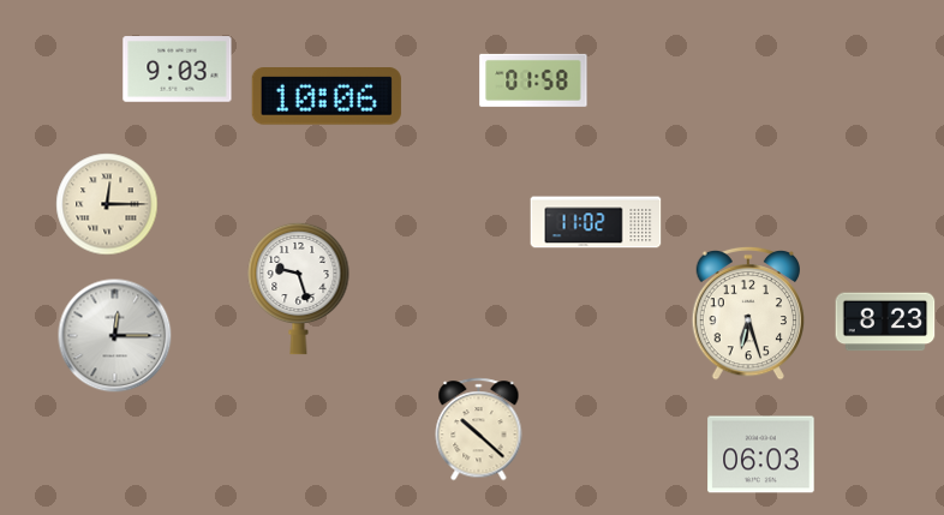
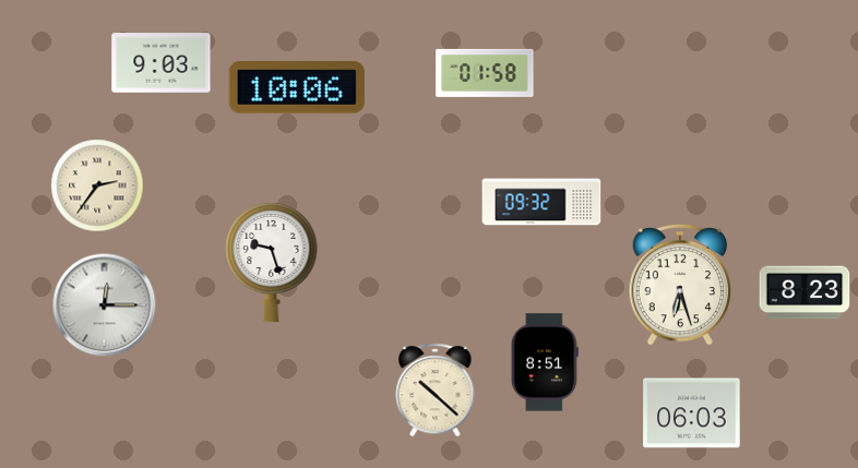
clock at (107, 204): 12:15 -> 2:36
clock at (596, 222): 11:02 -> 09:32
clock at (545, 362): none -> 8:51
